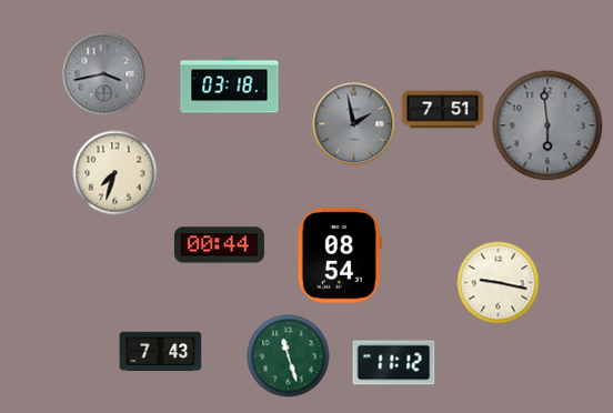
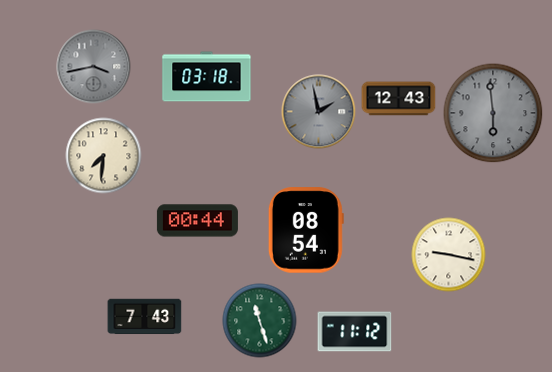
clock at (443, 110): 7:51 -> 12:43
clock at (115, 173): 7:33 -> 7:31
clock at (394, 363) position: (394, 363) -> (355, 332)
